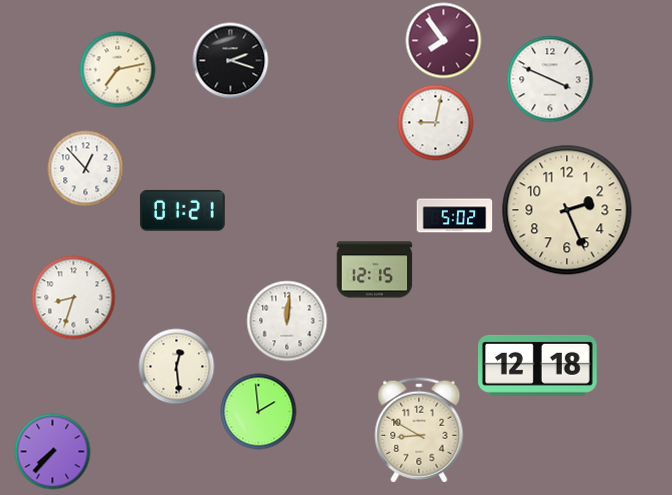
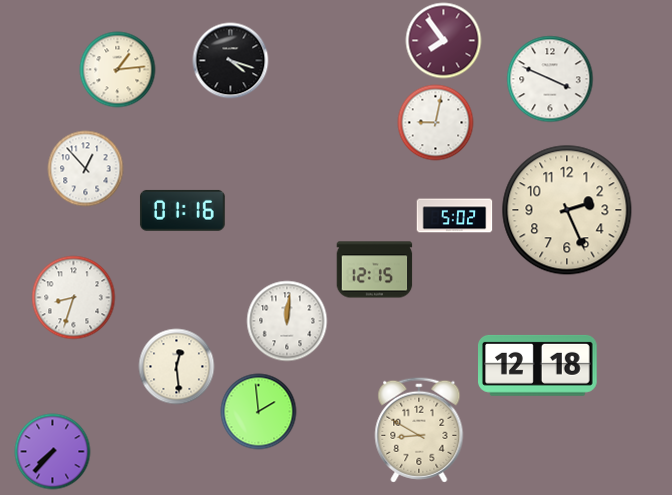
clock at (231, 61): 2:18 -> 4:18
clock at (118, 70): 7:13 -> 1:14
clock at (182, 210): 01:21 -> 01:16
